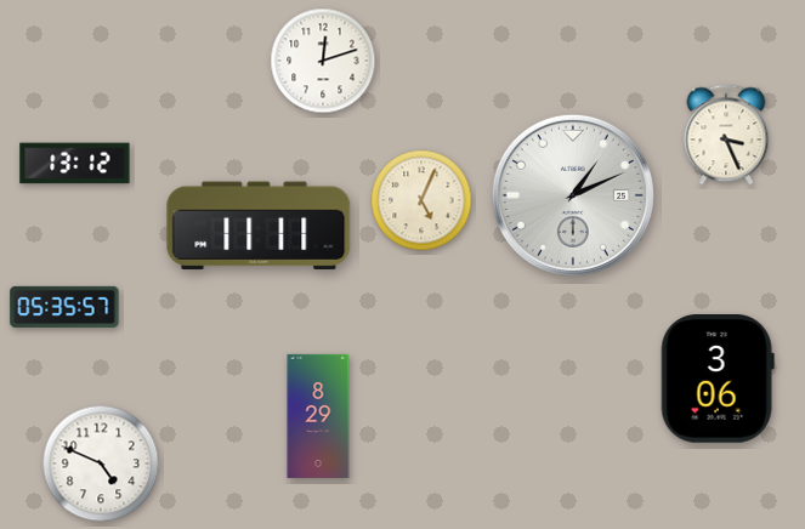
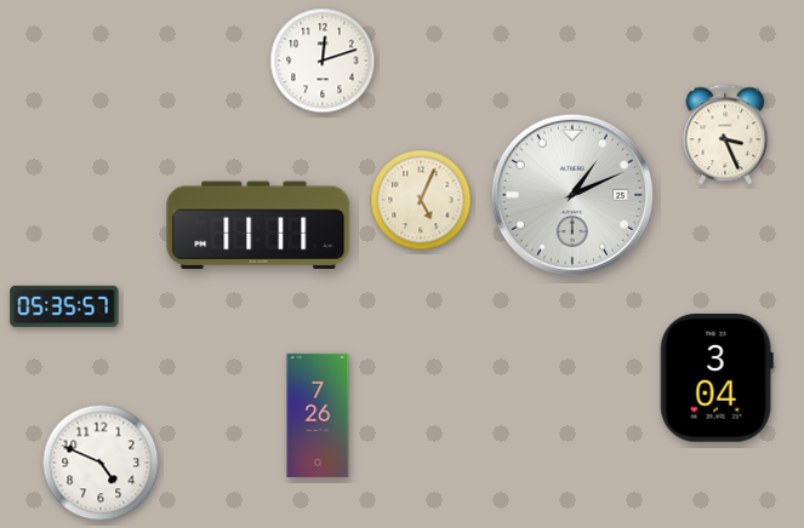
clock at (75, 164): 13:12 -> none
clock at (718, 380): 3:06 -> 3:04
clock at (318, 416): 8:29 -> 7:26
